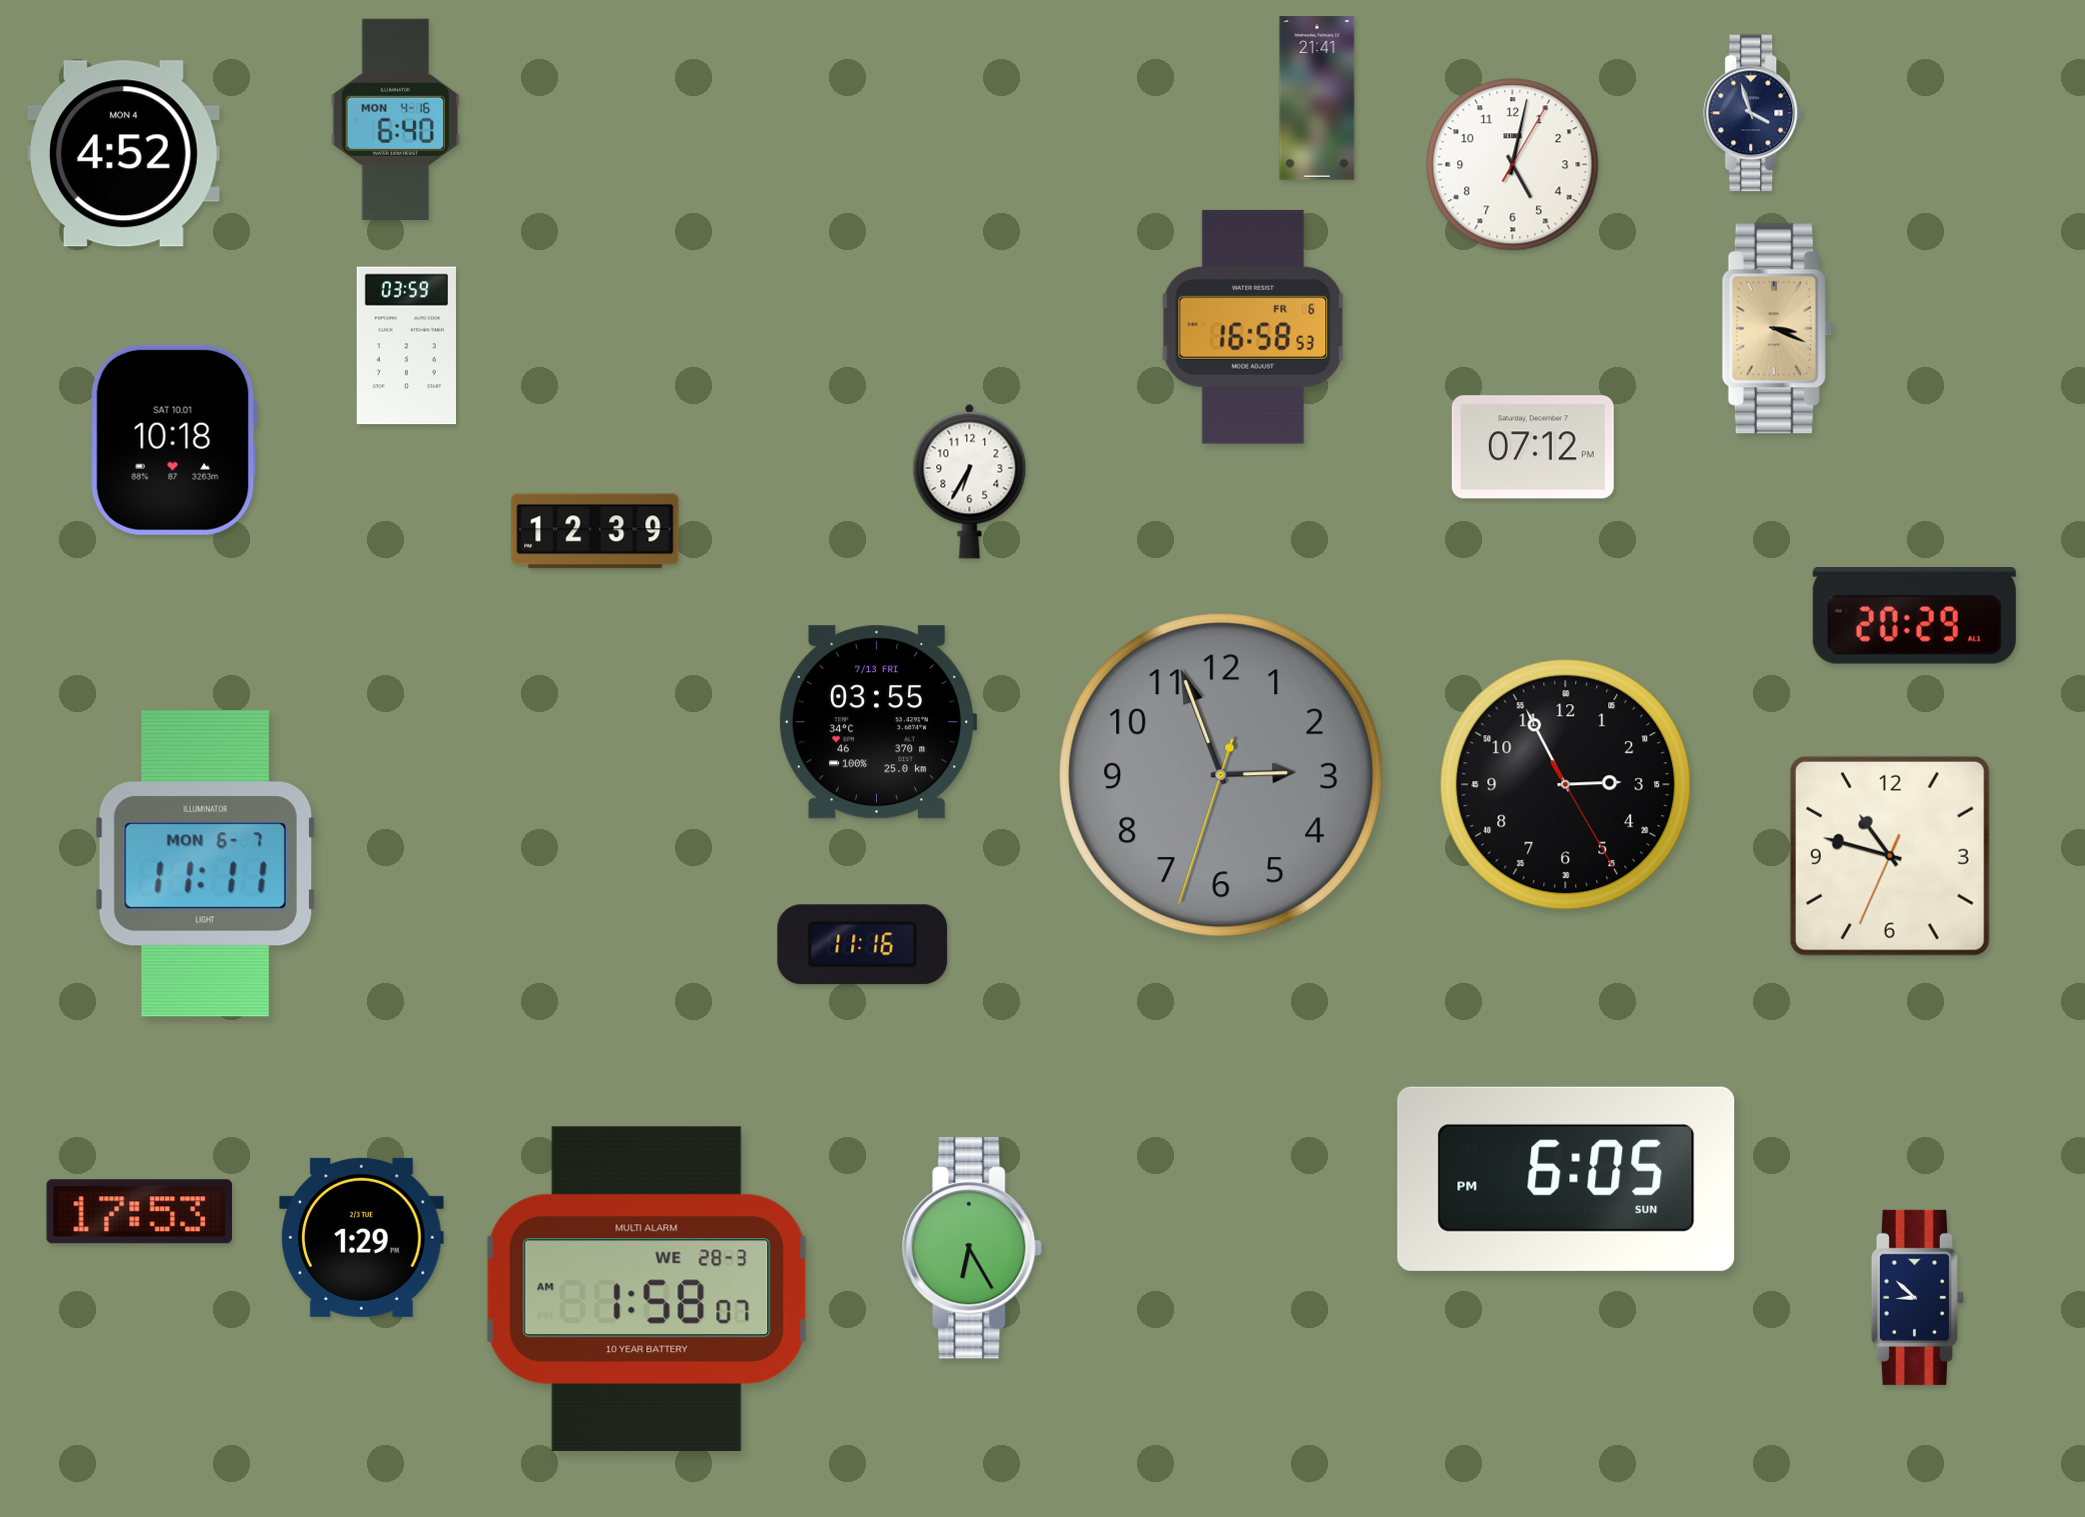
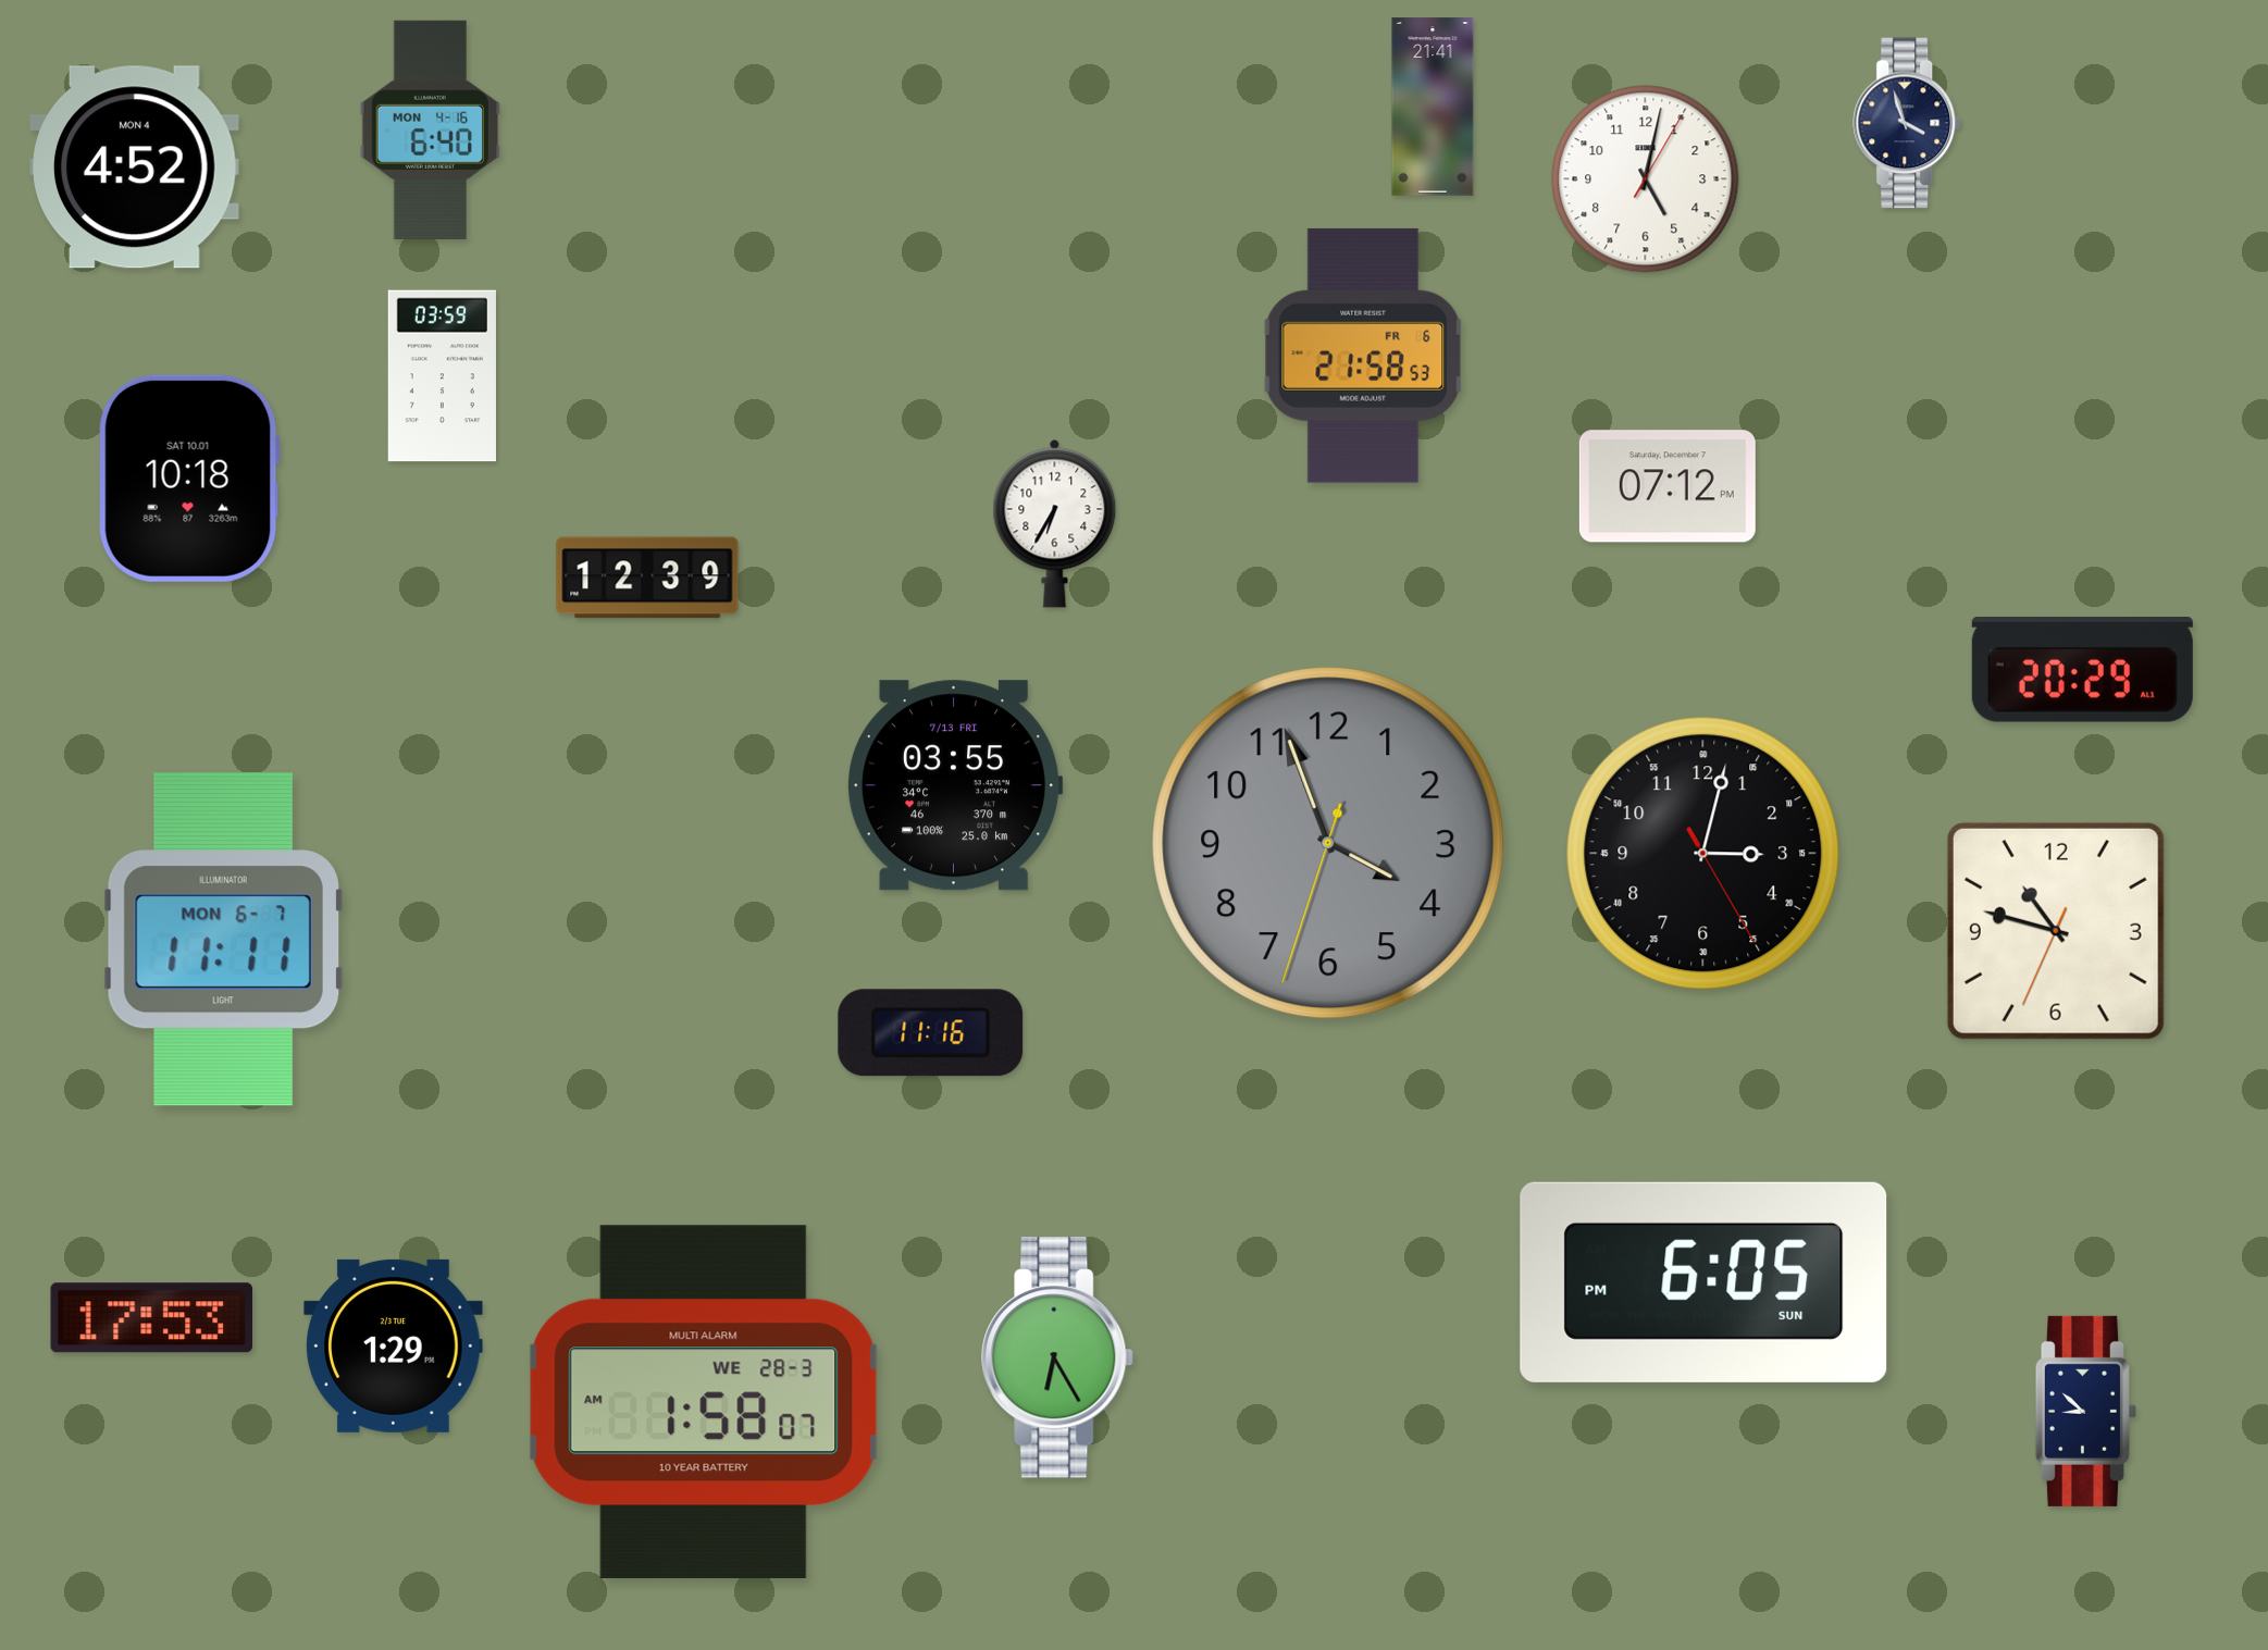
clock at (1253, 327): 16:58 -> 21:58
clock at (1777, 329): 3:19 -> none
clock at (1221, 775): 2:56 -> 3:56
clock at (1566, 785): 2:55 -> 3:02
clock at (863, 945) position: (863, 945) -> (931, 1033)
